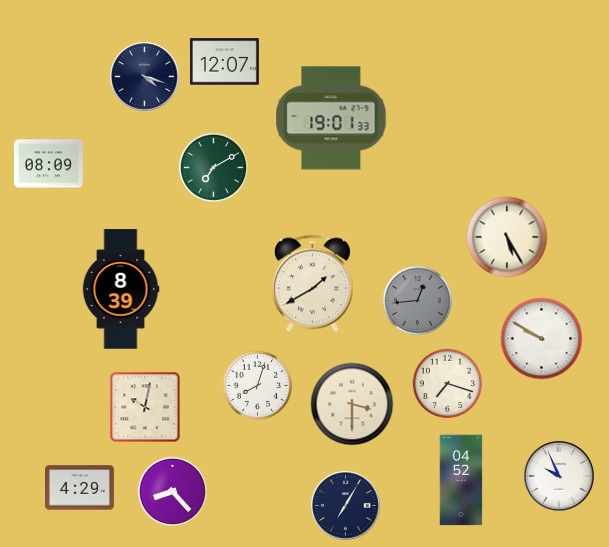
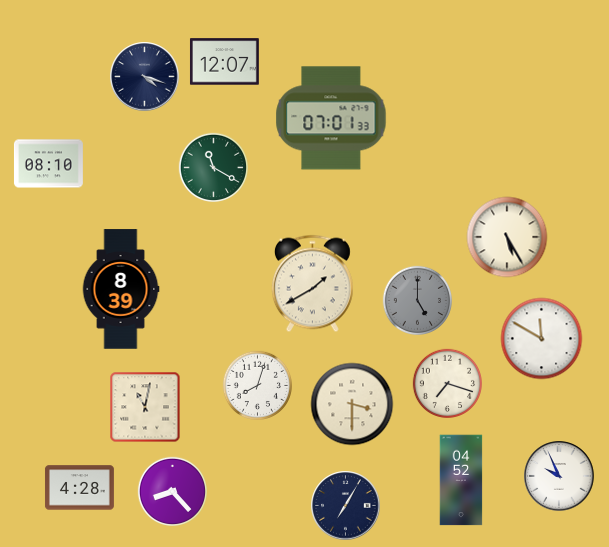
clock at (331, 118): 19:01 -> 07:01
clock at (49, 164): 08:09 -> 08:10
clock at (213, 167): 7:10 -> 11:20
clock at (417, 300): 12:44 -> 5:00
clock at (542, 339): 9:50 -> 11:50
clock at (145, 407): 10:02 -> 11:02
clock at (80, 488): 4:29 -> 4:28
